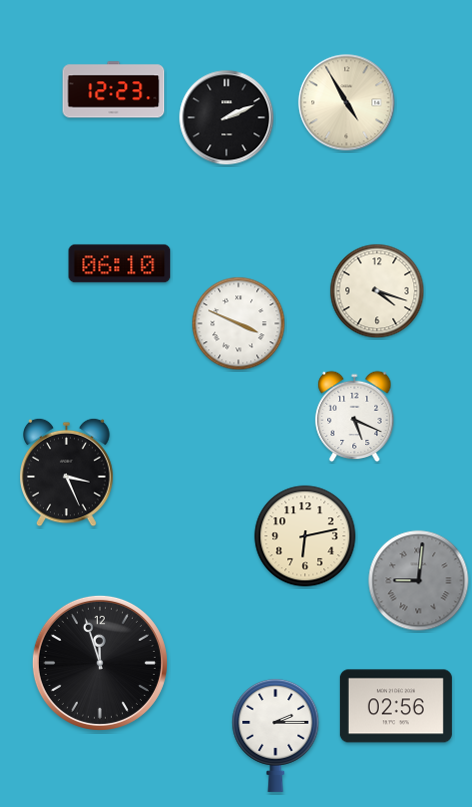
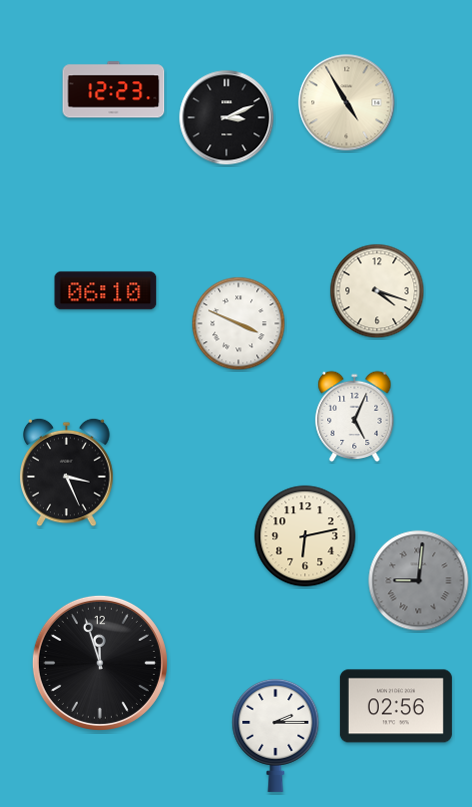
clock at (227, 118): 2:11 -> 3:11
clock at (120, 264) position: (120, 264) -> (106, 291)
clock at (355, 416): 5:19 -> 5:04
